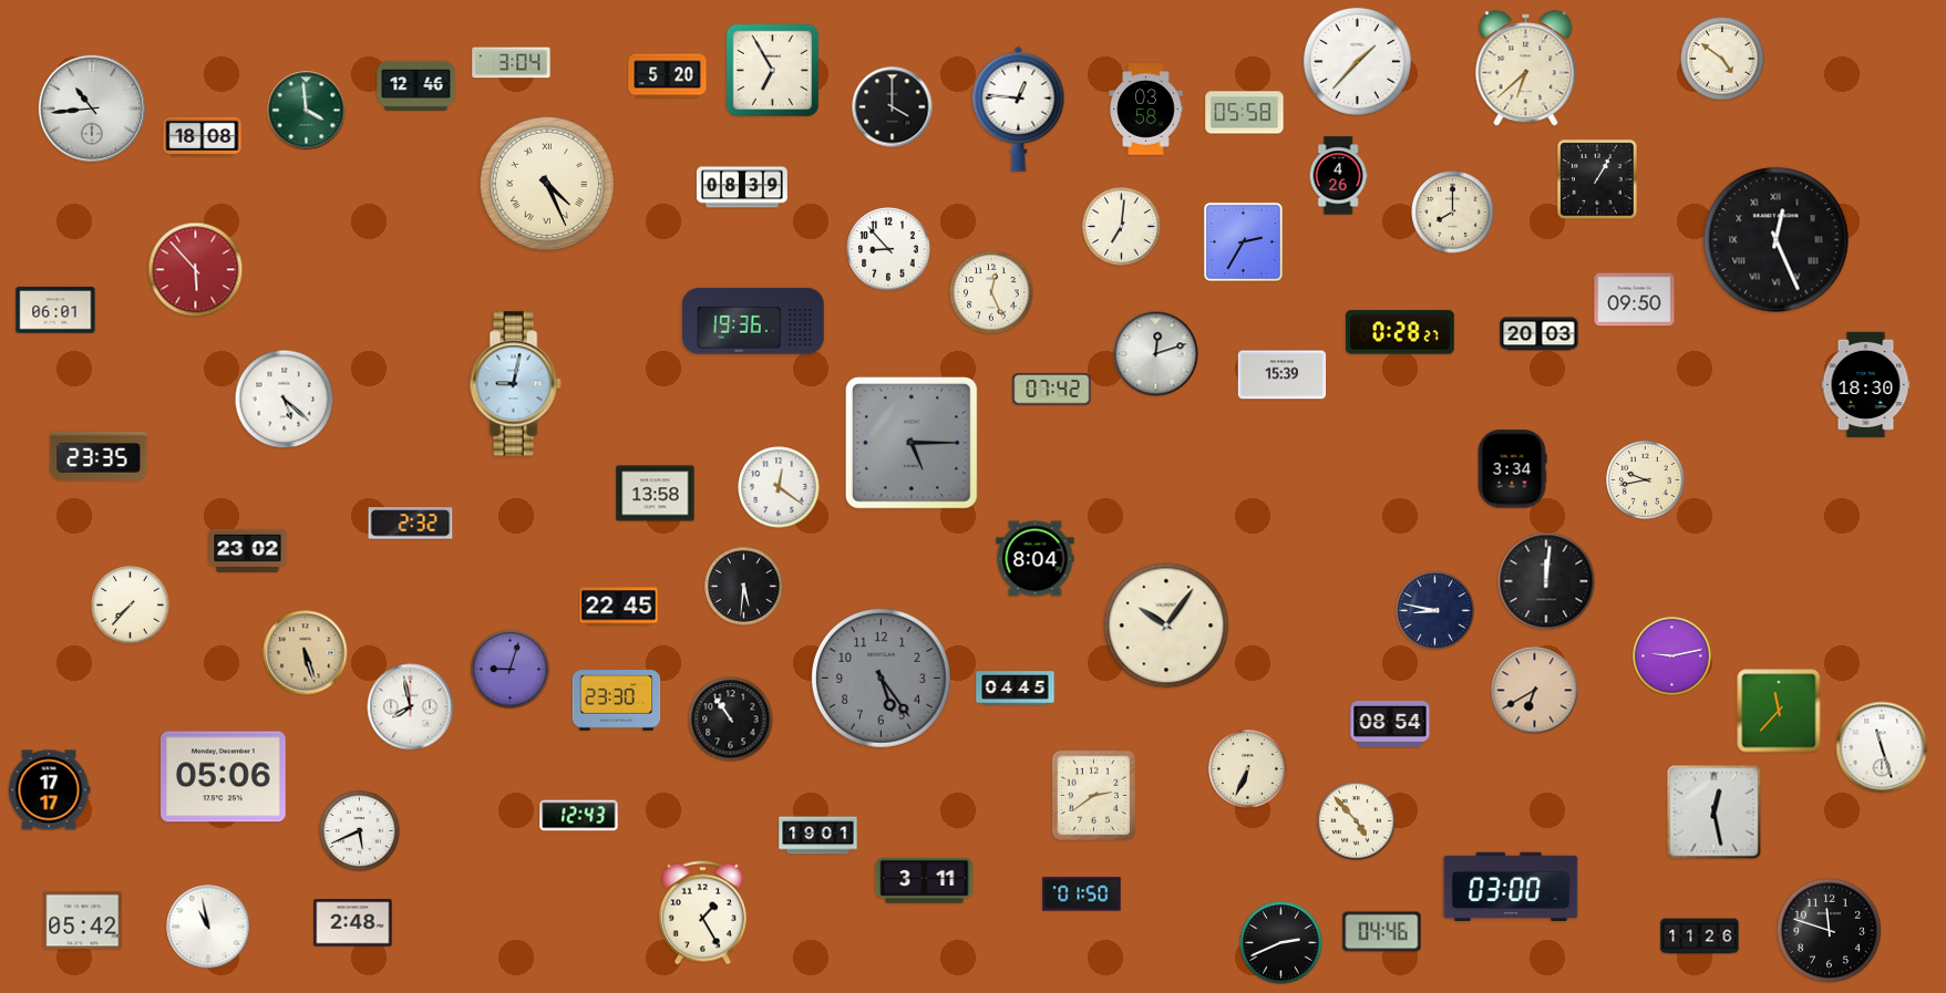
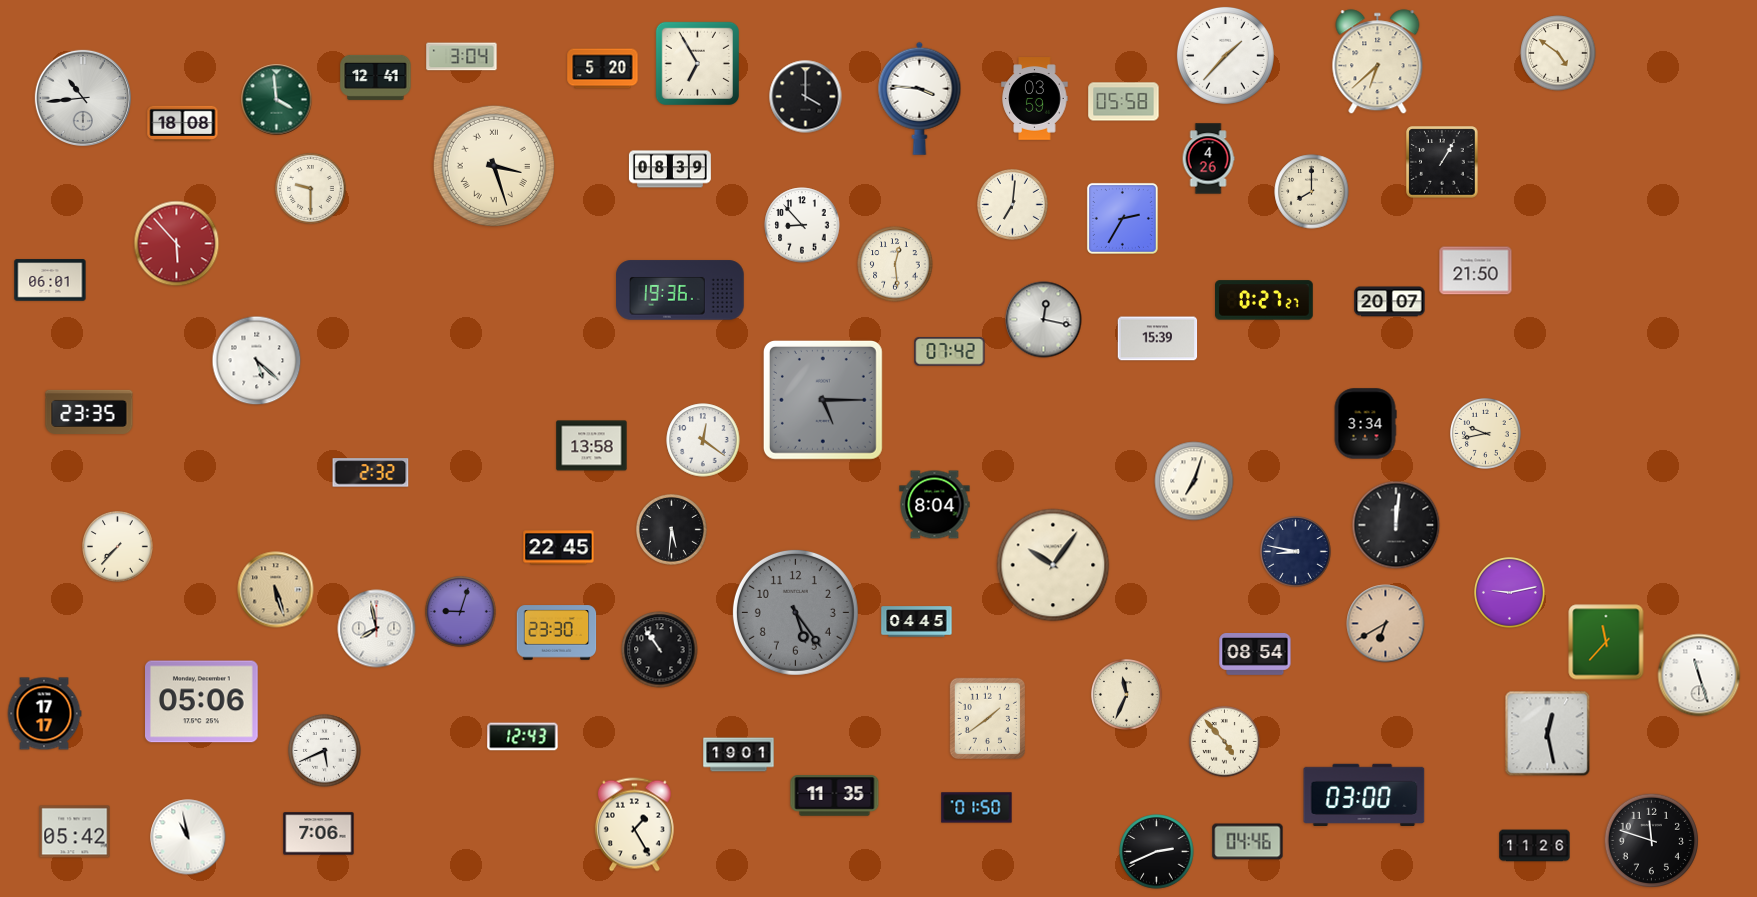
clock at (1722, 59) position: (1722, 59) -> (1558, 53)
clock at (416, 85): 12:46 -> 12:41
clock at (1019, 108): 12:46 -> 3:46
clock at (1146, 110): 03:58 -> 03:59
clock at (547, 184): 4:26 -> 3:27
clock at (311, 189): none -> 9:30
clock at (1777, 240): 12:26 -> none
clock at (991, 292): 12:26 -> 12:29
clock at (1635, 300): 09:50 -> 21:50
clock at (1401, 332): 0:28 -> 0:27
clock at (1540, 334): 20:03 -> 20:07
clock at (1156, 354): 12:12 -> 12:17
clock at (515, 384): 9:02 -> none
clock at (1866, 384): 18:30 -> none
clock at (1194, 481): none -> 7:03
clock at (248, 550): 23:02 -> none
clock at (511, 670) position: (511, 670) -> (461, 612)
clock at (411, 707) position: (411, 707) -> (377, 629)
clock at (1248, 769): 6:34 -> 11:34
clock at (1093, 795): 2:39 -> 1:39
clock at (925, 881): 3:11 -> 11:35
clock at (1511, 887) position: (1511, 887) -> (1364, 795)
clock at (353, 923): 2:48 -> 7:06
